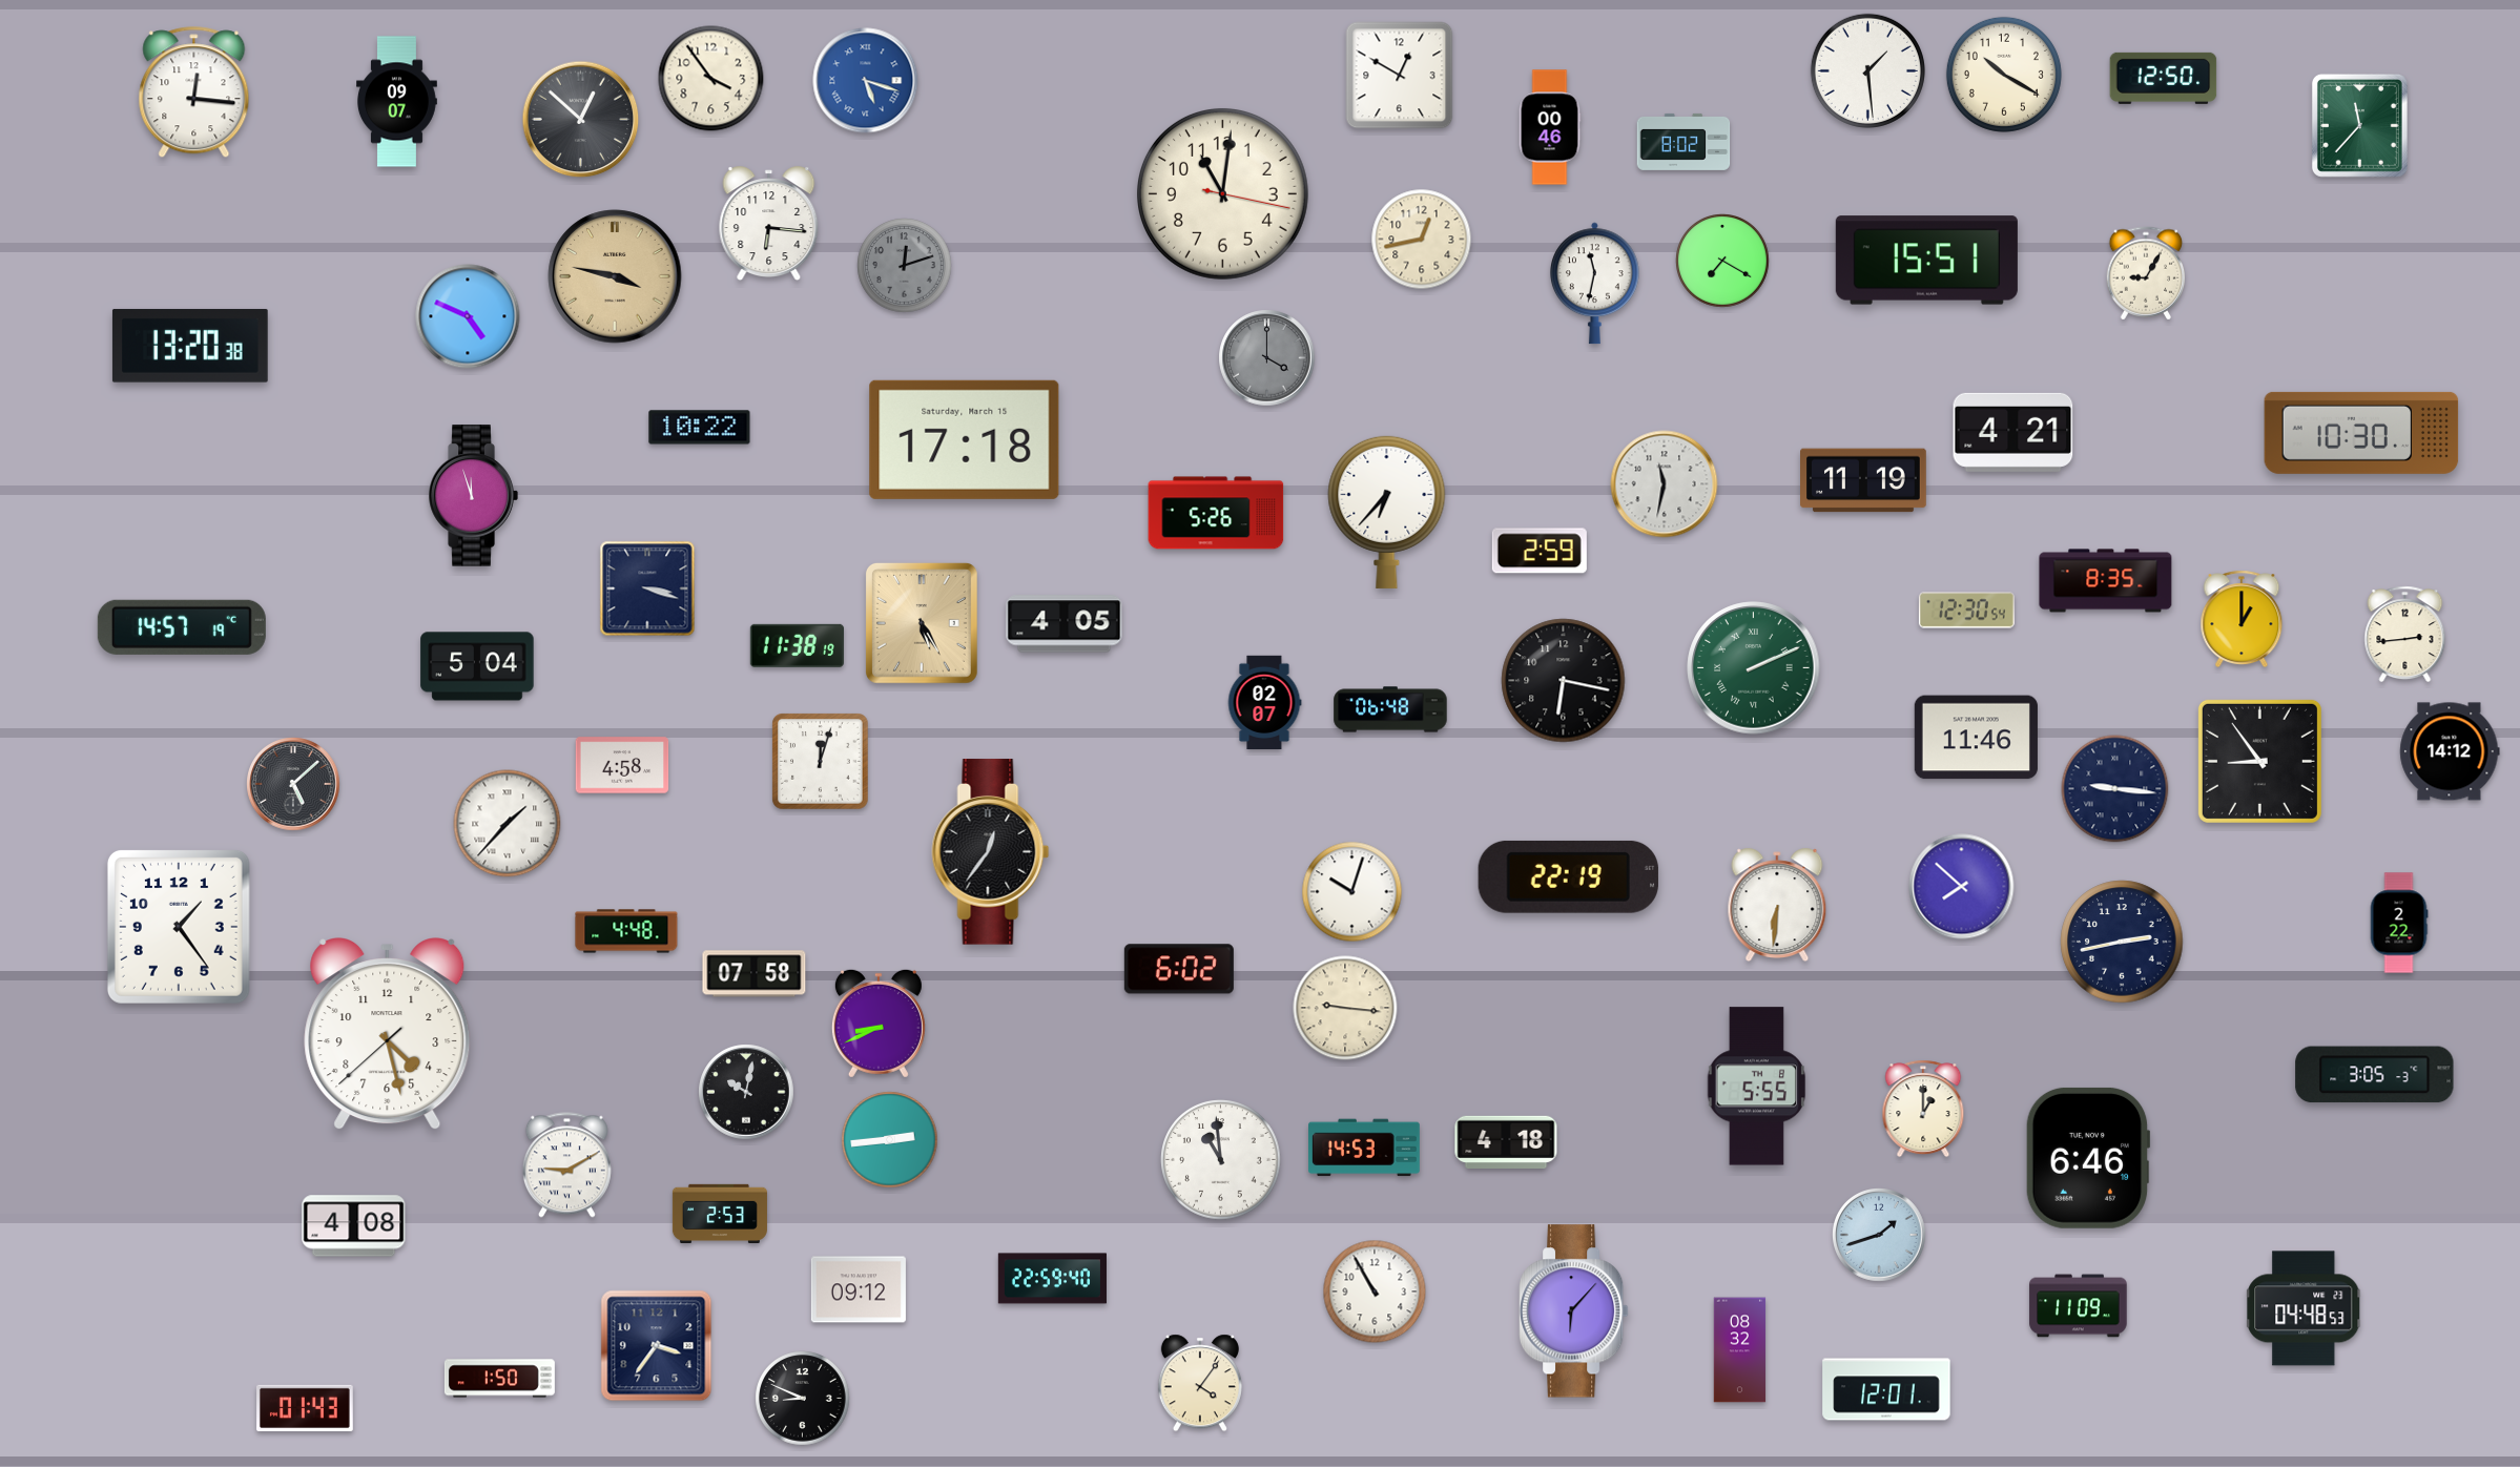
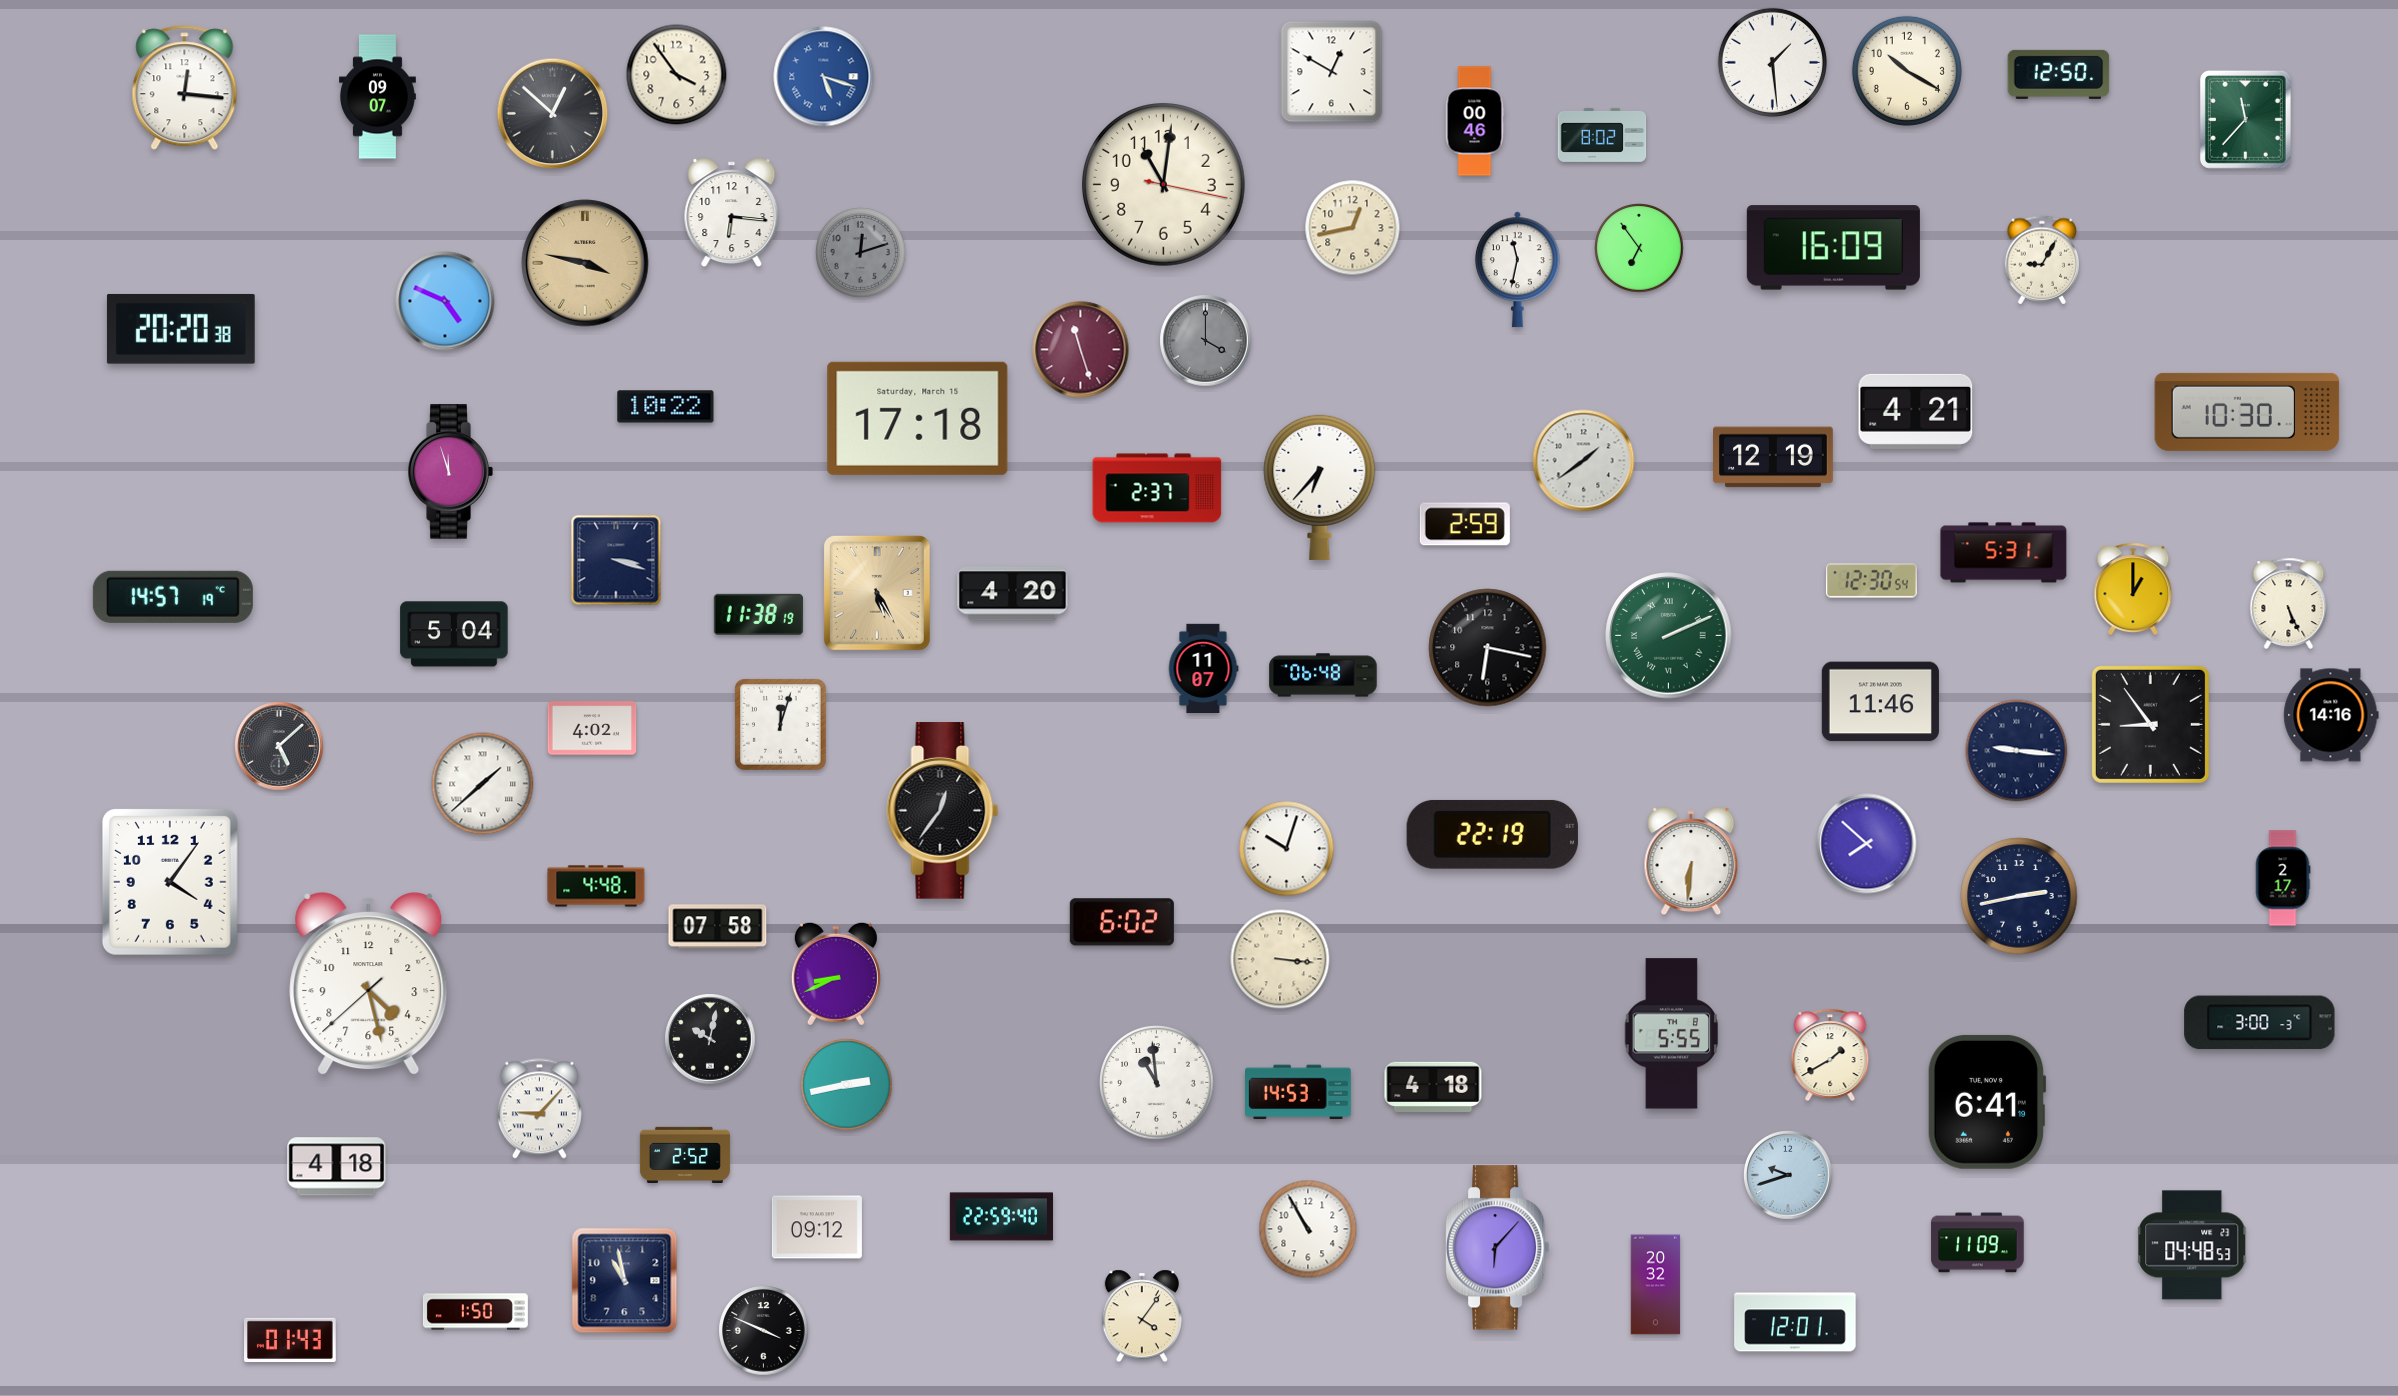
clock at (1867, 70) position: (1867, 70) -> (1772, 62)
clock at (1926, 261): 15:51 -> 16:09
clock at (1723, 262): 7:20 -> 6:54
clock at (190, 346): 13:20 -> 20:20
clock at (1081, 350): none -> 11:27
clock at (1864, 480): 11:19 -> 12:19
clock at (1665, 484): 11:32 -> 1:39
clock at (1216, 513): 5:26 -> 2:37
clock at (2106, 581): 8:35 -> 5:31
clock at (1065, 624): 4:05 -> 4:20
clock at (2405, 635): 2:44 -> 5:26
clock at (1264, 702): 02:07 -> 11:07
clock at (2450, 751): 14:12 -> 14:16
clock at (622, 765): 4:58 -> 4:02
clock at (2115, 789) position: (2115, 789) -> (2017, 751)
clock at (508, 824): 1:37 -> 1:38
clock at (2399, 923): 2:22 -> 2:17
clock at (179, 927): 1:24 -> 4:06
clock at (1345, 1008): 9:16 -> 3:16
clock at (2375, 1075): 3:05 -> 3:00
clock at (1923, 1109): 1:00 -> 1:40
clock at (890, 1140): 2:44 -> 2:43
clock at (2088, 1158): 6:46 -> 6:41
clock at (1221, 1160) position: (1221, 1160) -> (1157, 1083)
clock at (566, 1165): 9:10 -> 9:07
clock at (720, 1213): 2:53 -> 2:52
clock at (354, 1226): 4:08 -> 4:18
clock at (1880, 1236): 1:42 -> 9:42
clock at (657, 1346): 3:36 -> 10:58
clock at (1740, 1350): 08:32 -> 20:32
clock at (803, 1399): 8:49 -> 3:49
